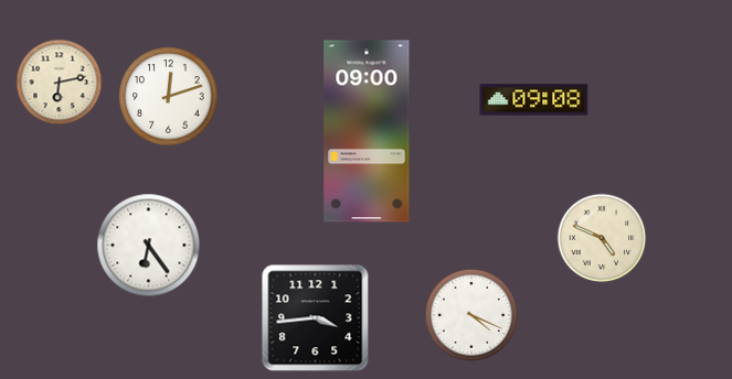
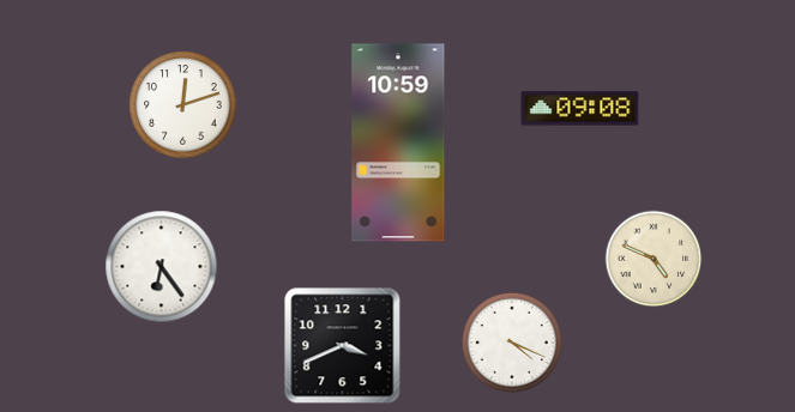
clock at (60, 83): 6:13 -> none
clock at (367, 131): 09:00 -> 10:59
clock at (316, 318): 3:44 -> 3:41
